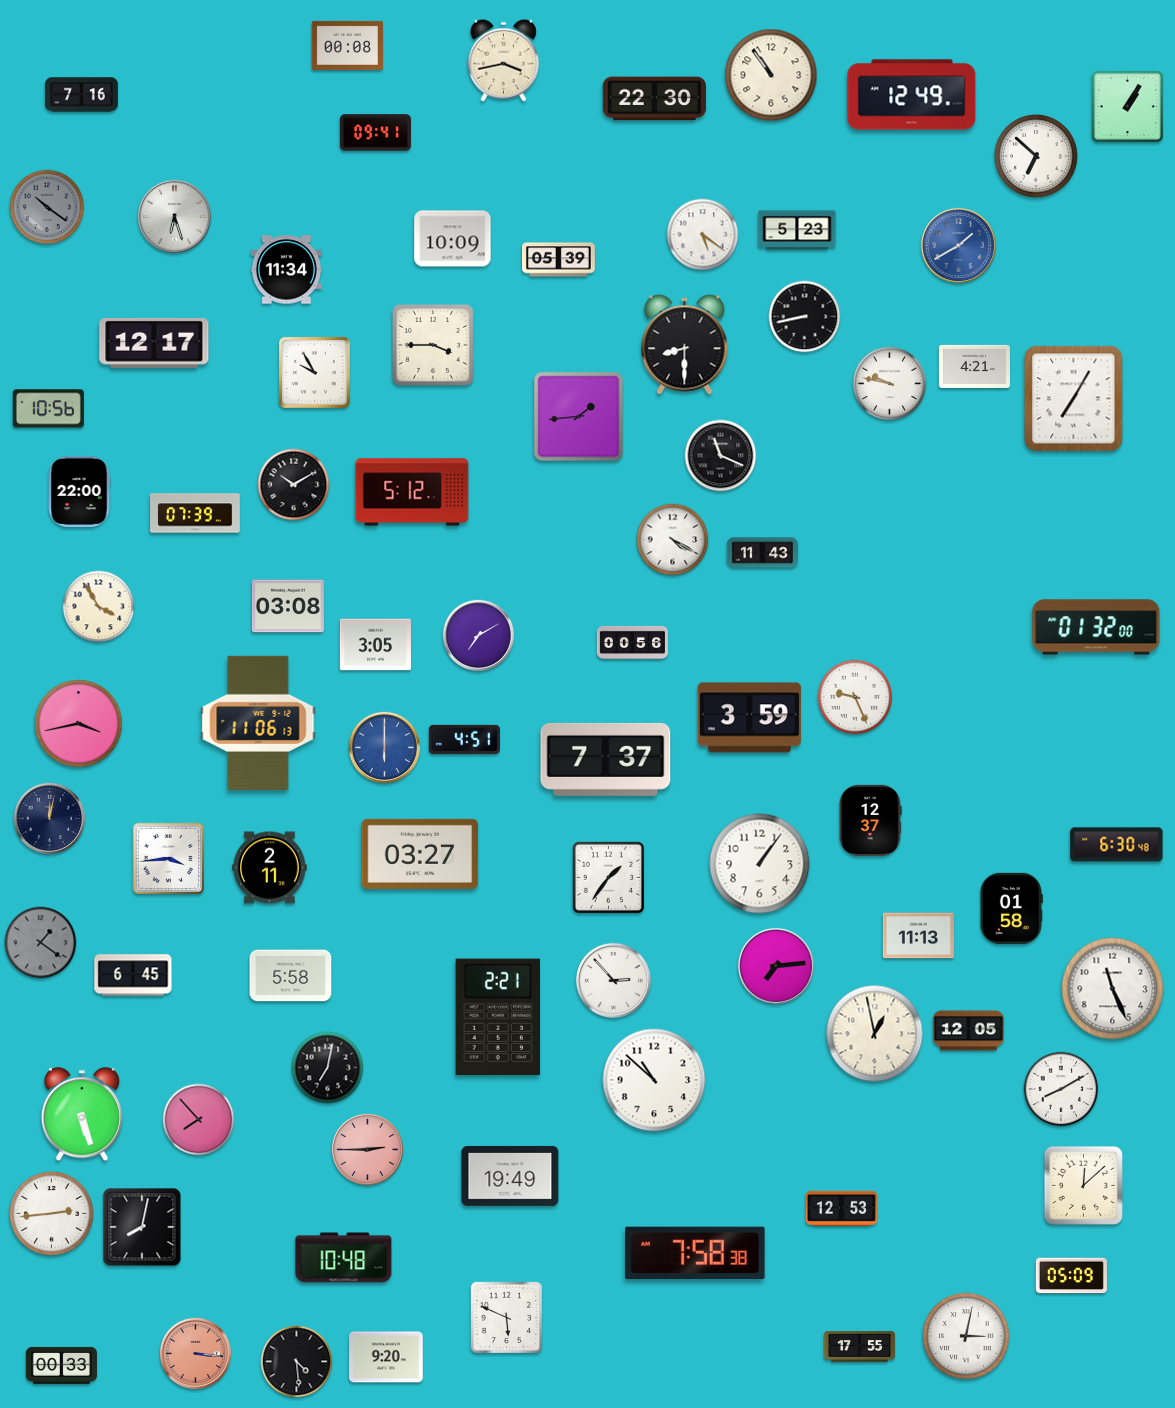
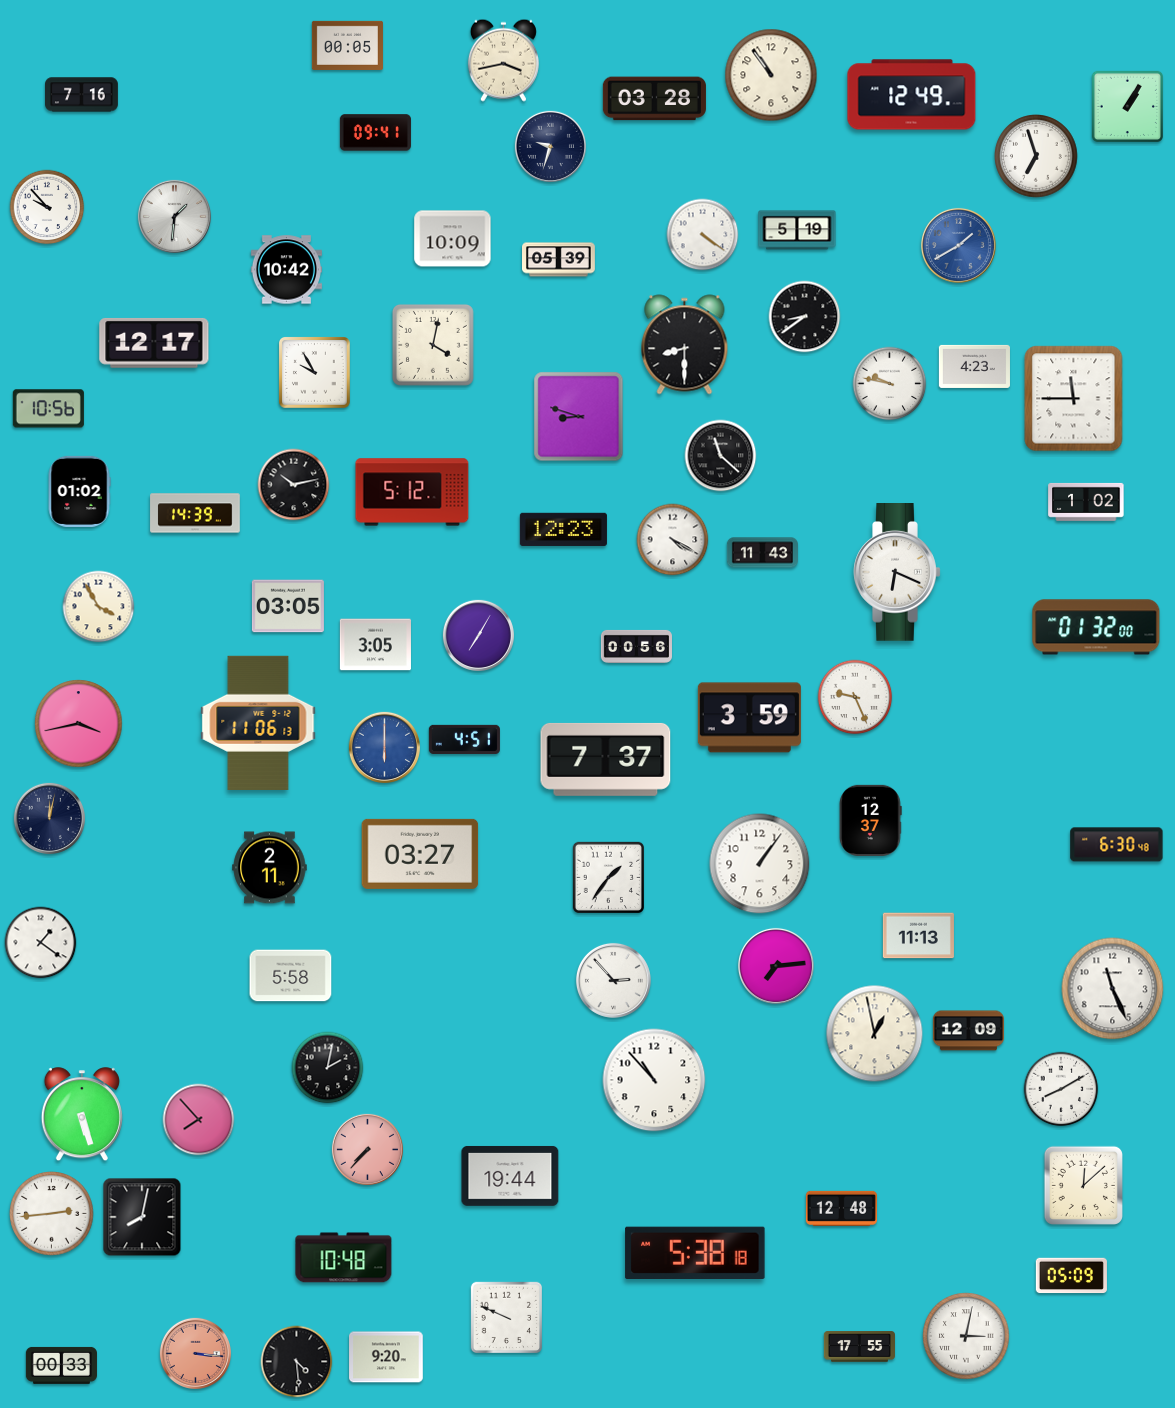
clock at (347, 45): 00:08 -> 00:05
clock at (654, 99): 22:30 -> 03:28
clock at (550, 146): none -> 9:33
clock at (1036, 156): 6:52 -> 6:57
clock at (47, 207): 10:21 -> 9:53
clock at (47, 207) dial: grey -> white
clock at (174, 216): 6:27 -> 1:31
clock at (797, 230): 5:23 -> 5:19
clock at (703, 235): 5:21 -> 4:21
clock at (286, 270): 11:34 -> 10:42
clock at (805, 317): 8:43 -> 8:39
clock at (433, 345): 3:45 -> 4:02
clock at (974, 366): 4:21 -> 4:23
clock at (1074, 399): 7:05 -> 11:45
clock at (579, 417): 1:44 -> 8:48
clock at (721, 456): 11:19 -> 11:22
clock at (294, 485): 10:10 -> 10:13
clock at (79, 491): 22:00 -> 01:02
clock at (1086, 502): none -> 1:02
clock at (195, 513): 07:39 -> 14:39
clock at (563, 529): none -> 12:23
clock at (897, 573): none -> 6:19
clock at (288, 606): 03:08 -> 03:05
clock at (478, 635): 7:10 -> 7:05
clock at (632, 642) position: (632, 642) -> (636, 646)
clock at (169, 859): 3:44 -> none
clock at (1011, 908): 01:58 -> none
clock at (41, 943) dial: grey -> white
clock at (133, 975): 6:45 -> none
clock at (497, 1017): 2:21 -> none
clock at (968, 1031): 12:05 -> 12:09
clock at (328, 1068): 7:02 -> 2:02
clock at (654, 1080): 10:52 -> 10:53
clock at (367, 1149): 2:45 -> 7:37
clock at (510, 1176): 19:49 -> 19:44
clock at (841, 1208): 12:53 -> 12:48
clock at (142, 1227) position: (142, 1227) -> (142, 1217)
clock at (695, 1253): 7:58 -> 5:38
clock at (507, 1318): 5:49 -> 9:49
